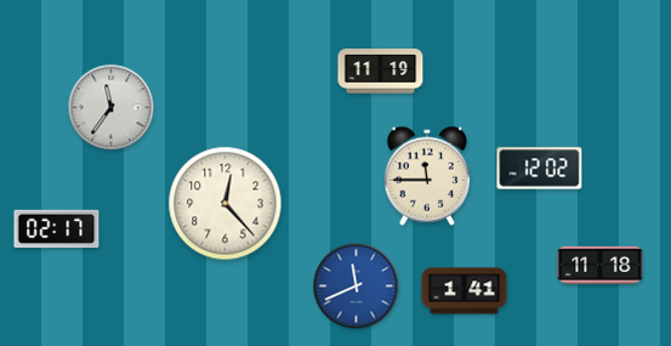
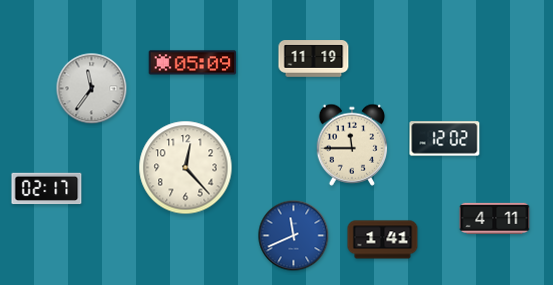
clock at (193, 63): none -> 05:09
clock at (601, 265): 11:18 -> 4:11
